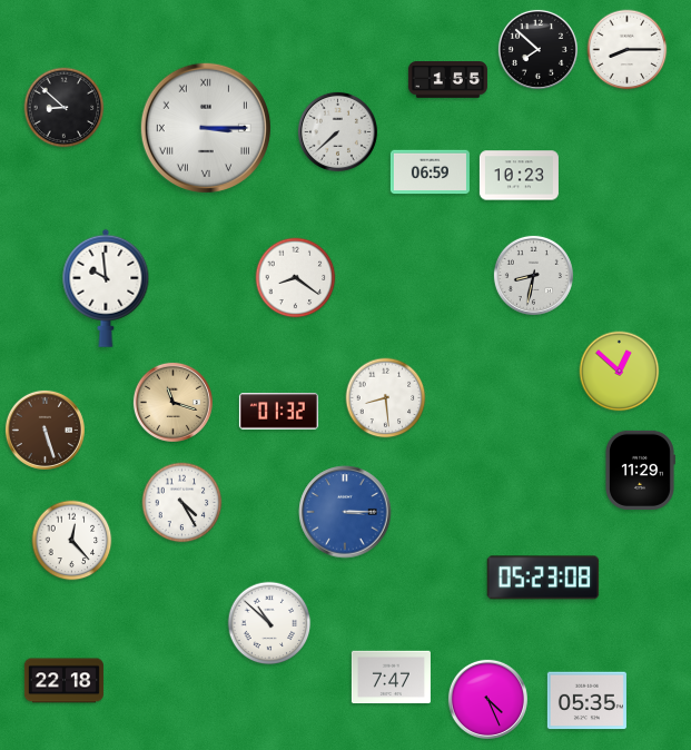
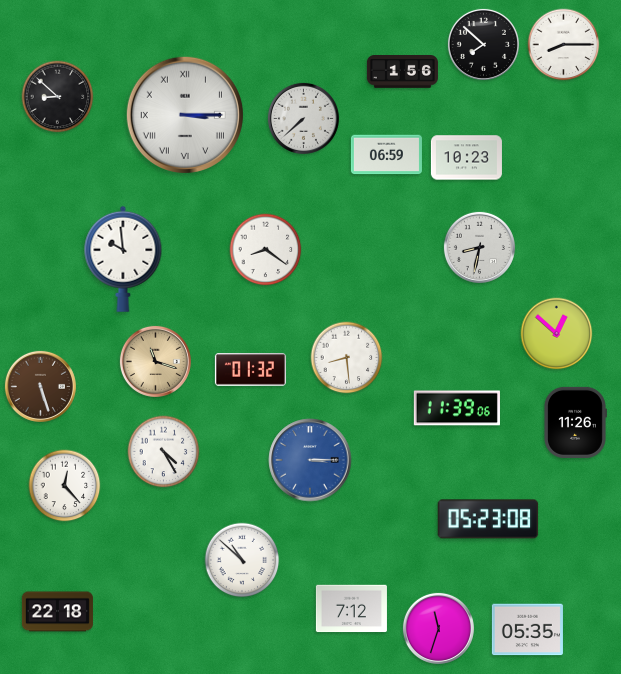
clock at (447, 80): 1:55 -> 1:56
clock at (106, 288) position: (106, 288) -> (123, 259)
clock at (457, 408): none -> 11:39
clock at (641, 470): 11:29 -> 11:26
clock at (391, 678): 7:47 -> 7:12
clock at (487, 699): 4:26 -> 11:33
